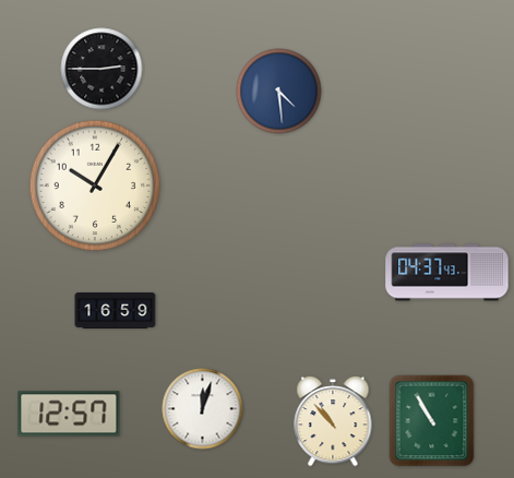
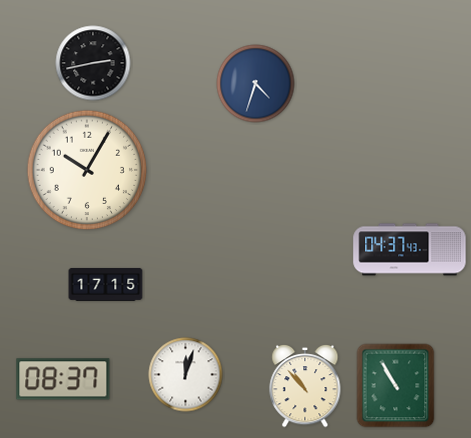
clock at (101, 69): 2:45 -> 2:43
clock at (279, 92): 4:29 -> 4:33
clock at (116, 310): 16:59 -> 17:15
clock at (69, 414): 12:57 -> 08:37
